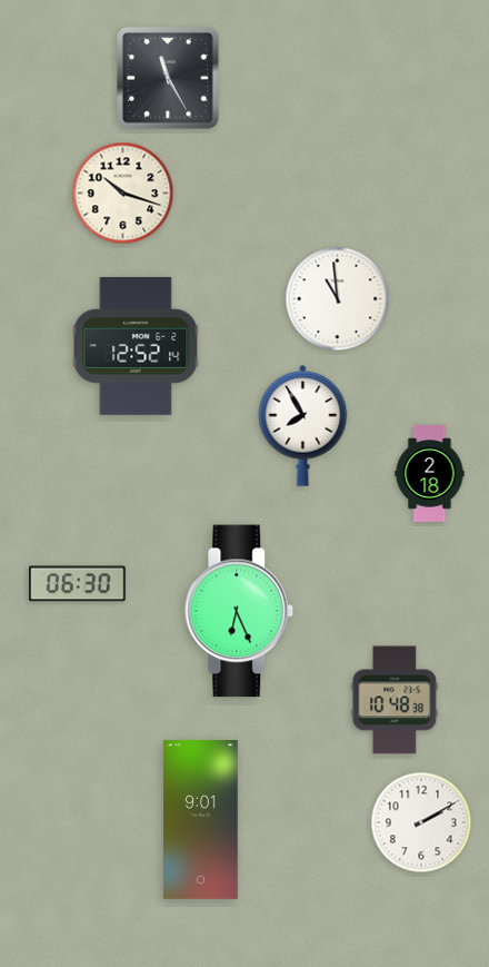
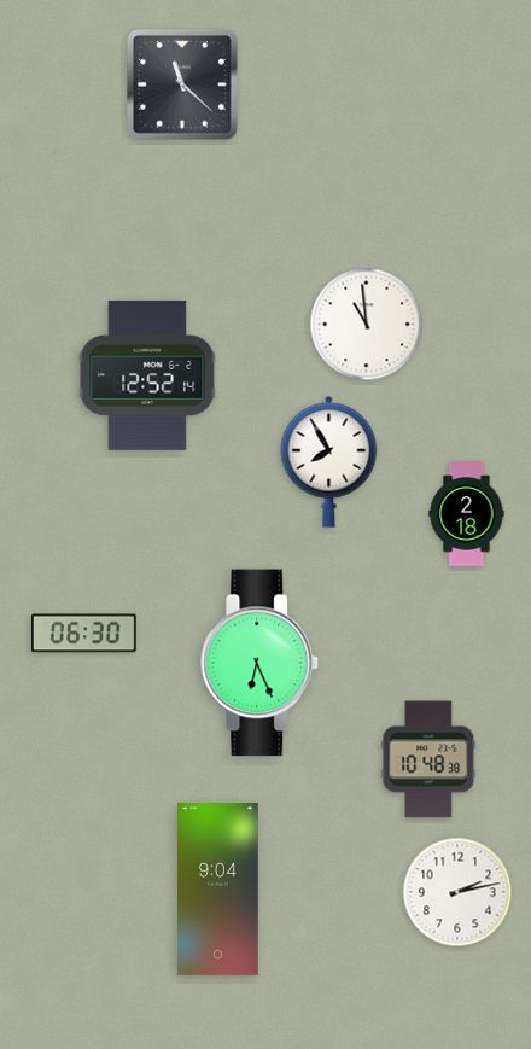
clock at (168, 78): 11:25 -> 11:22
clock at (123, 194): 10:18 -> none
clock at (201, 820): 9:01 -> 9:04
clock at (421, 822): 2:10 -> 2:13
